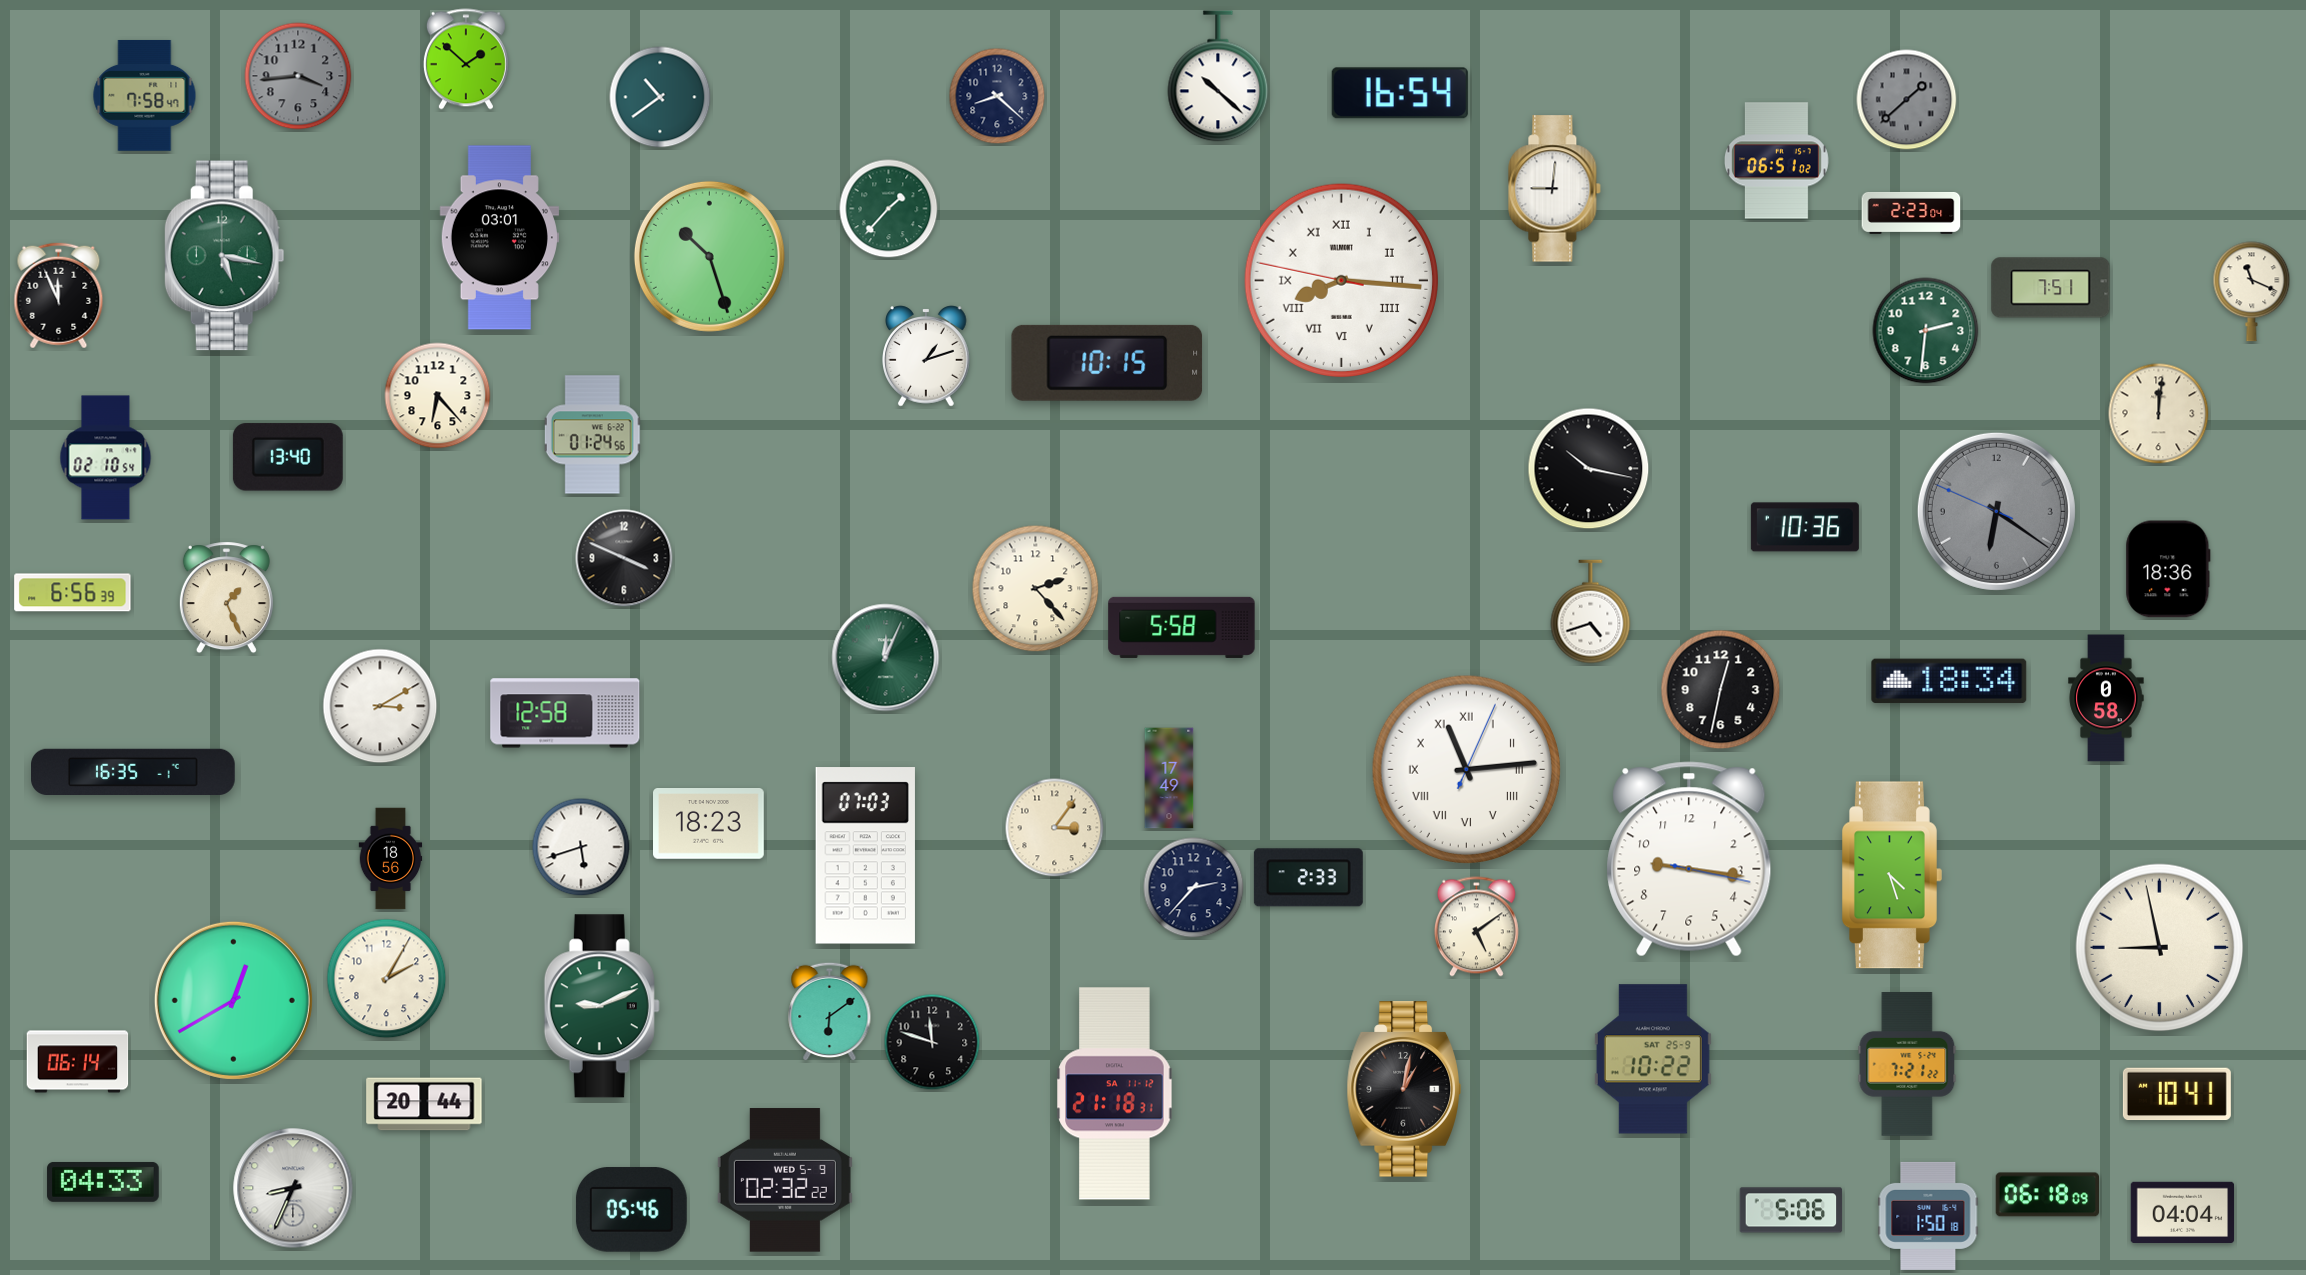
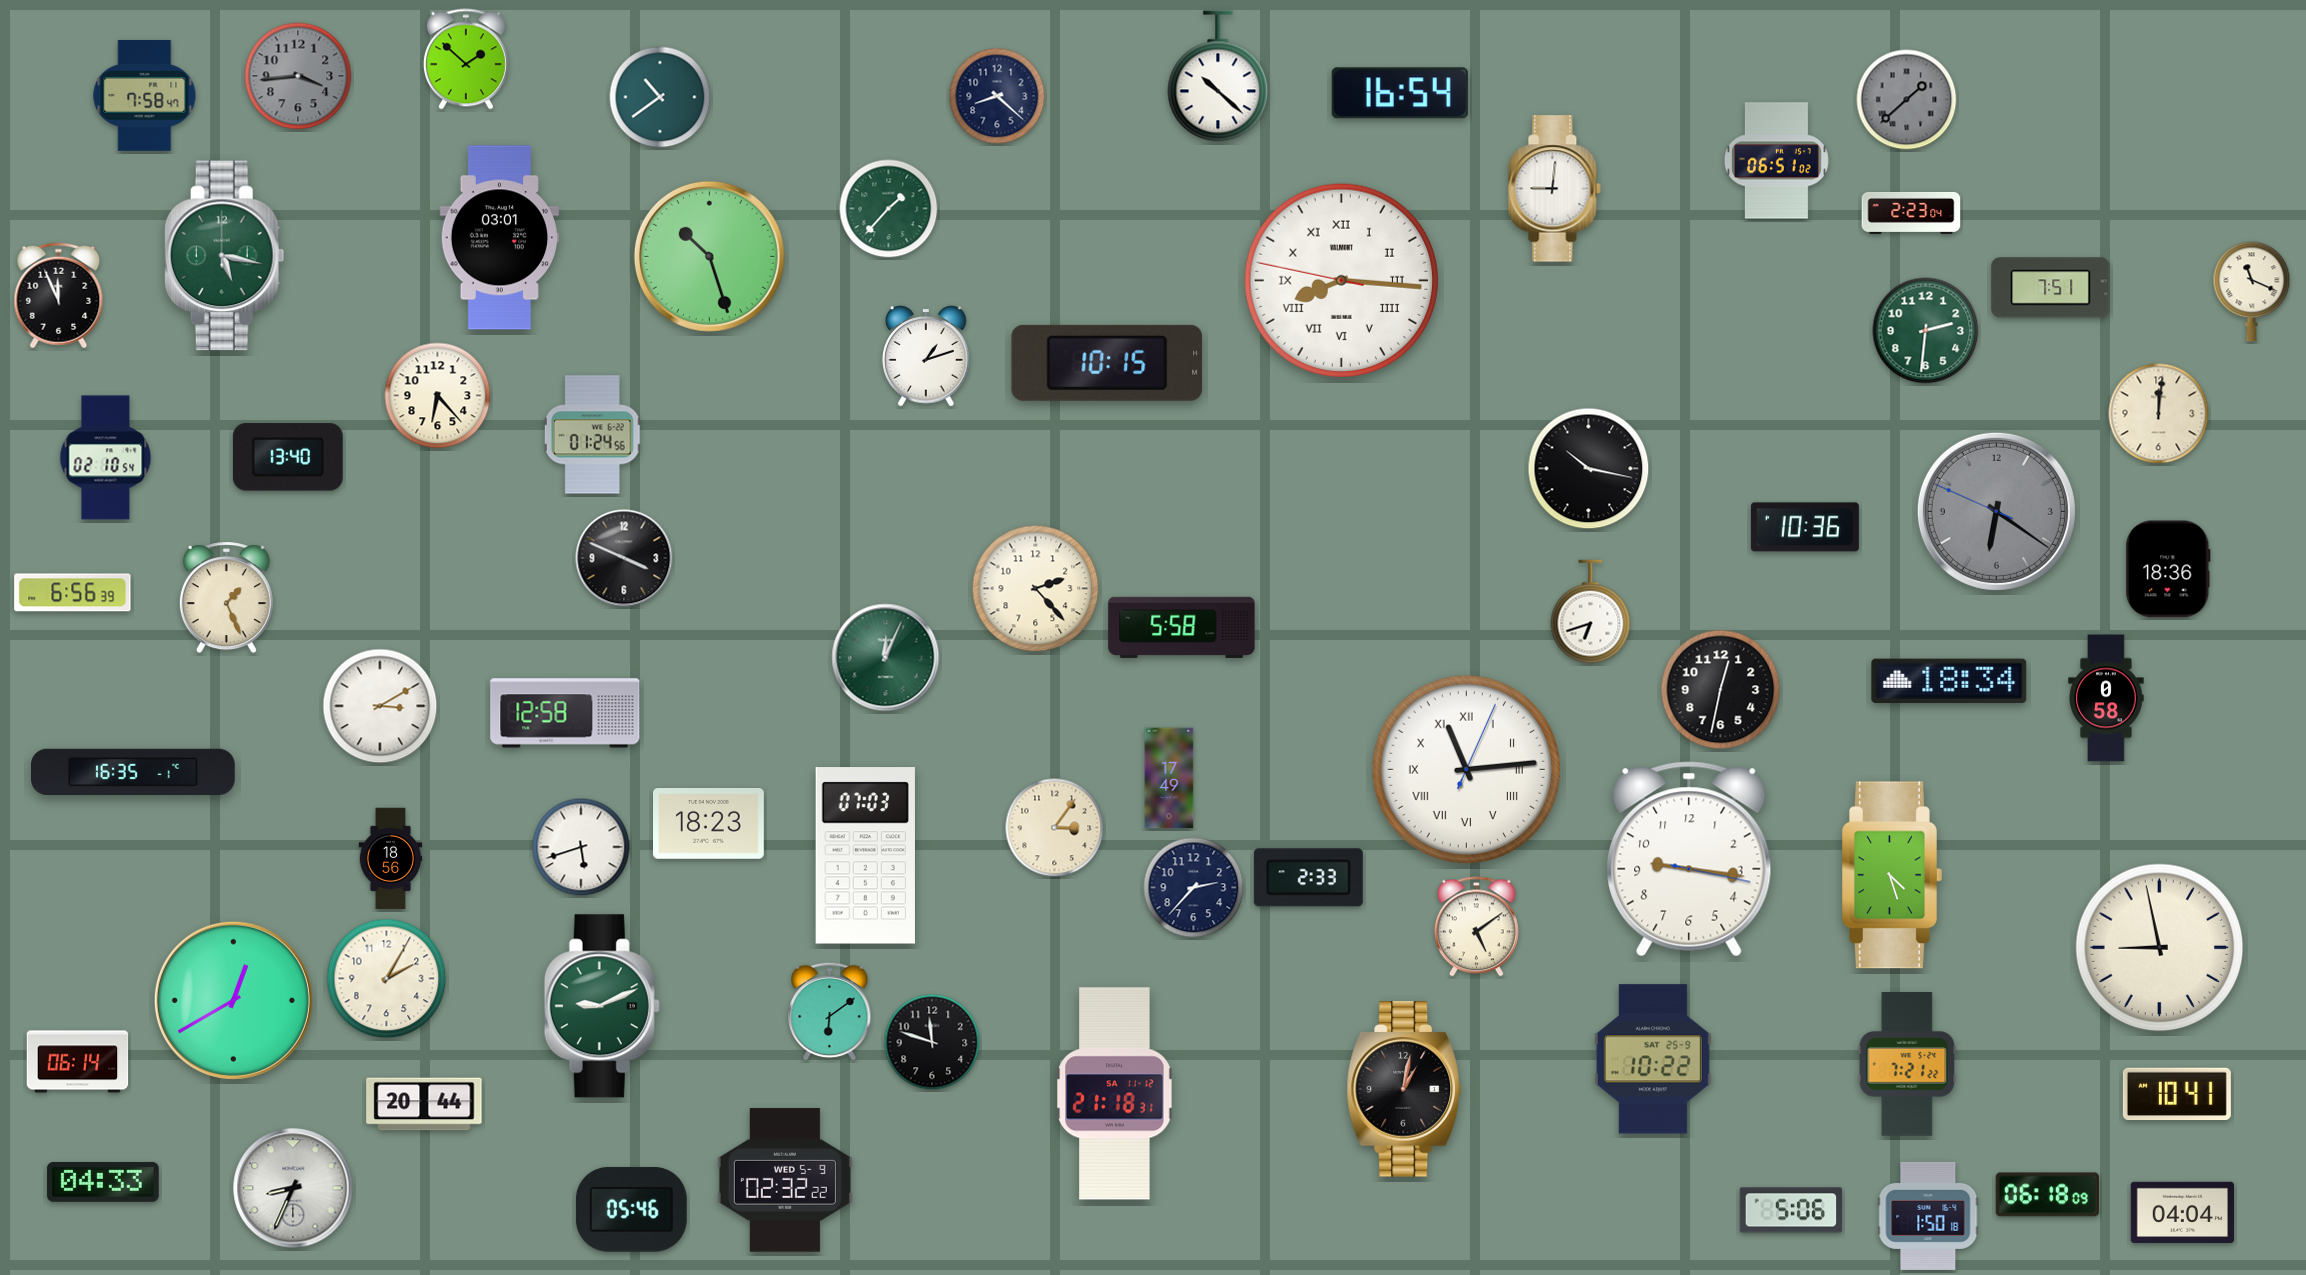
clock at (1591, 612): 4:42 -> 6:42
